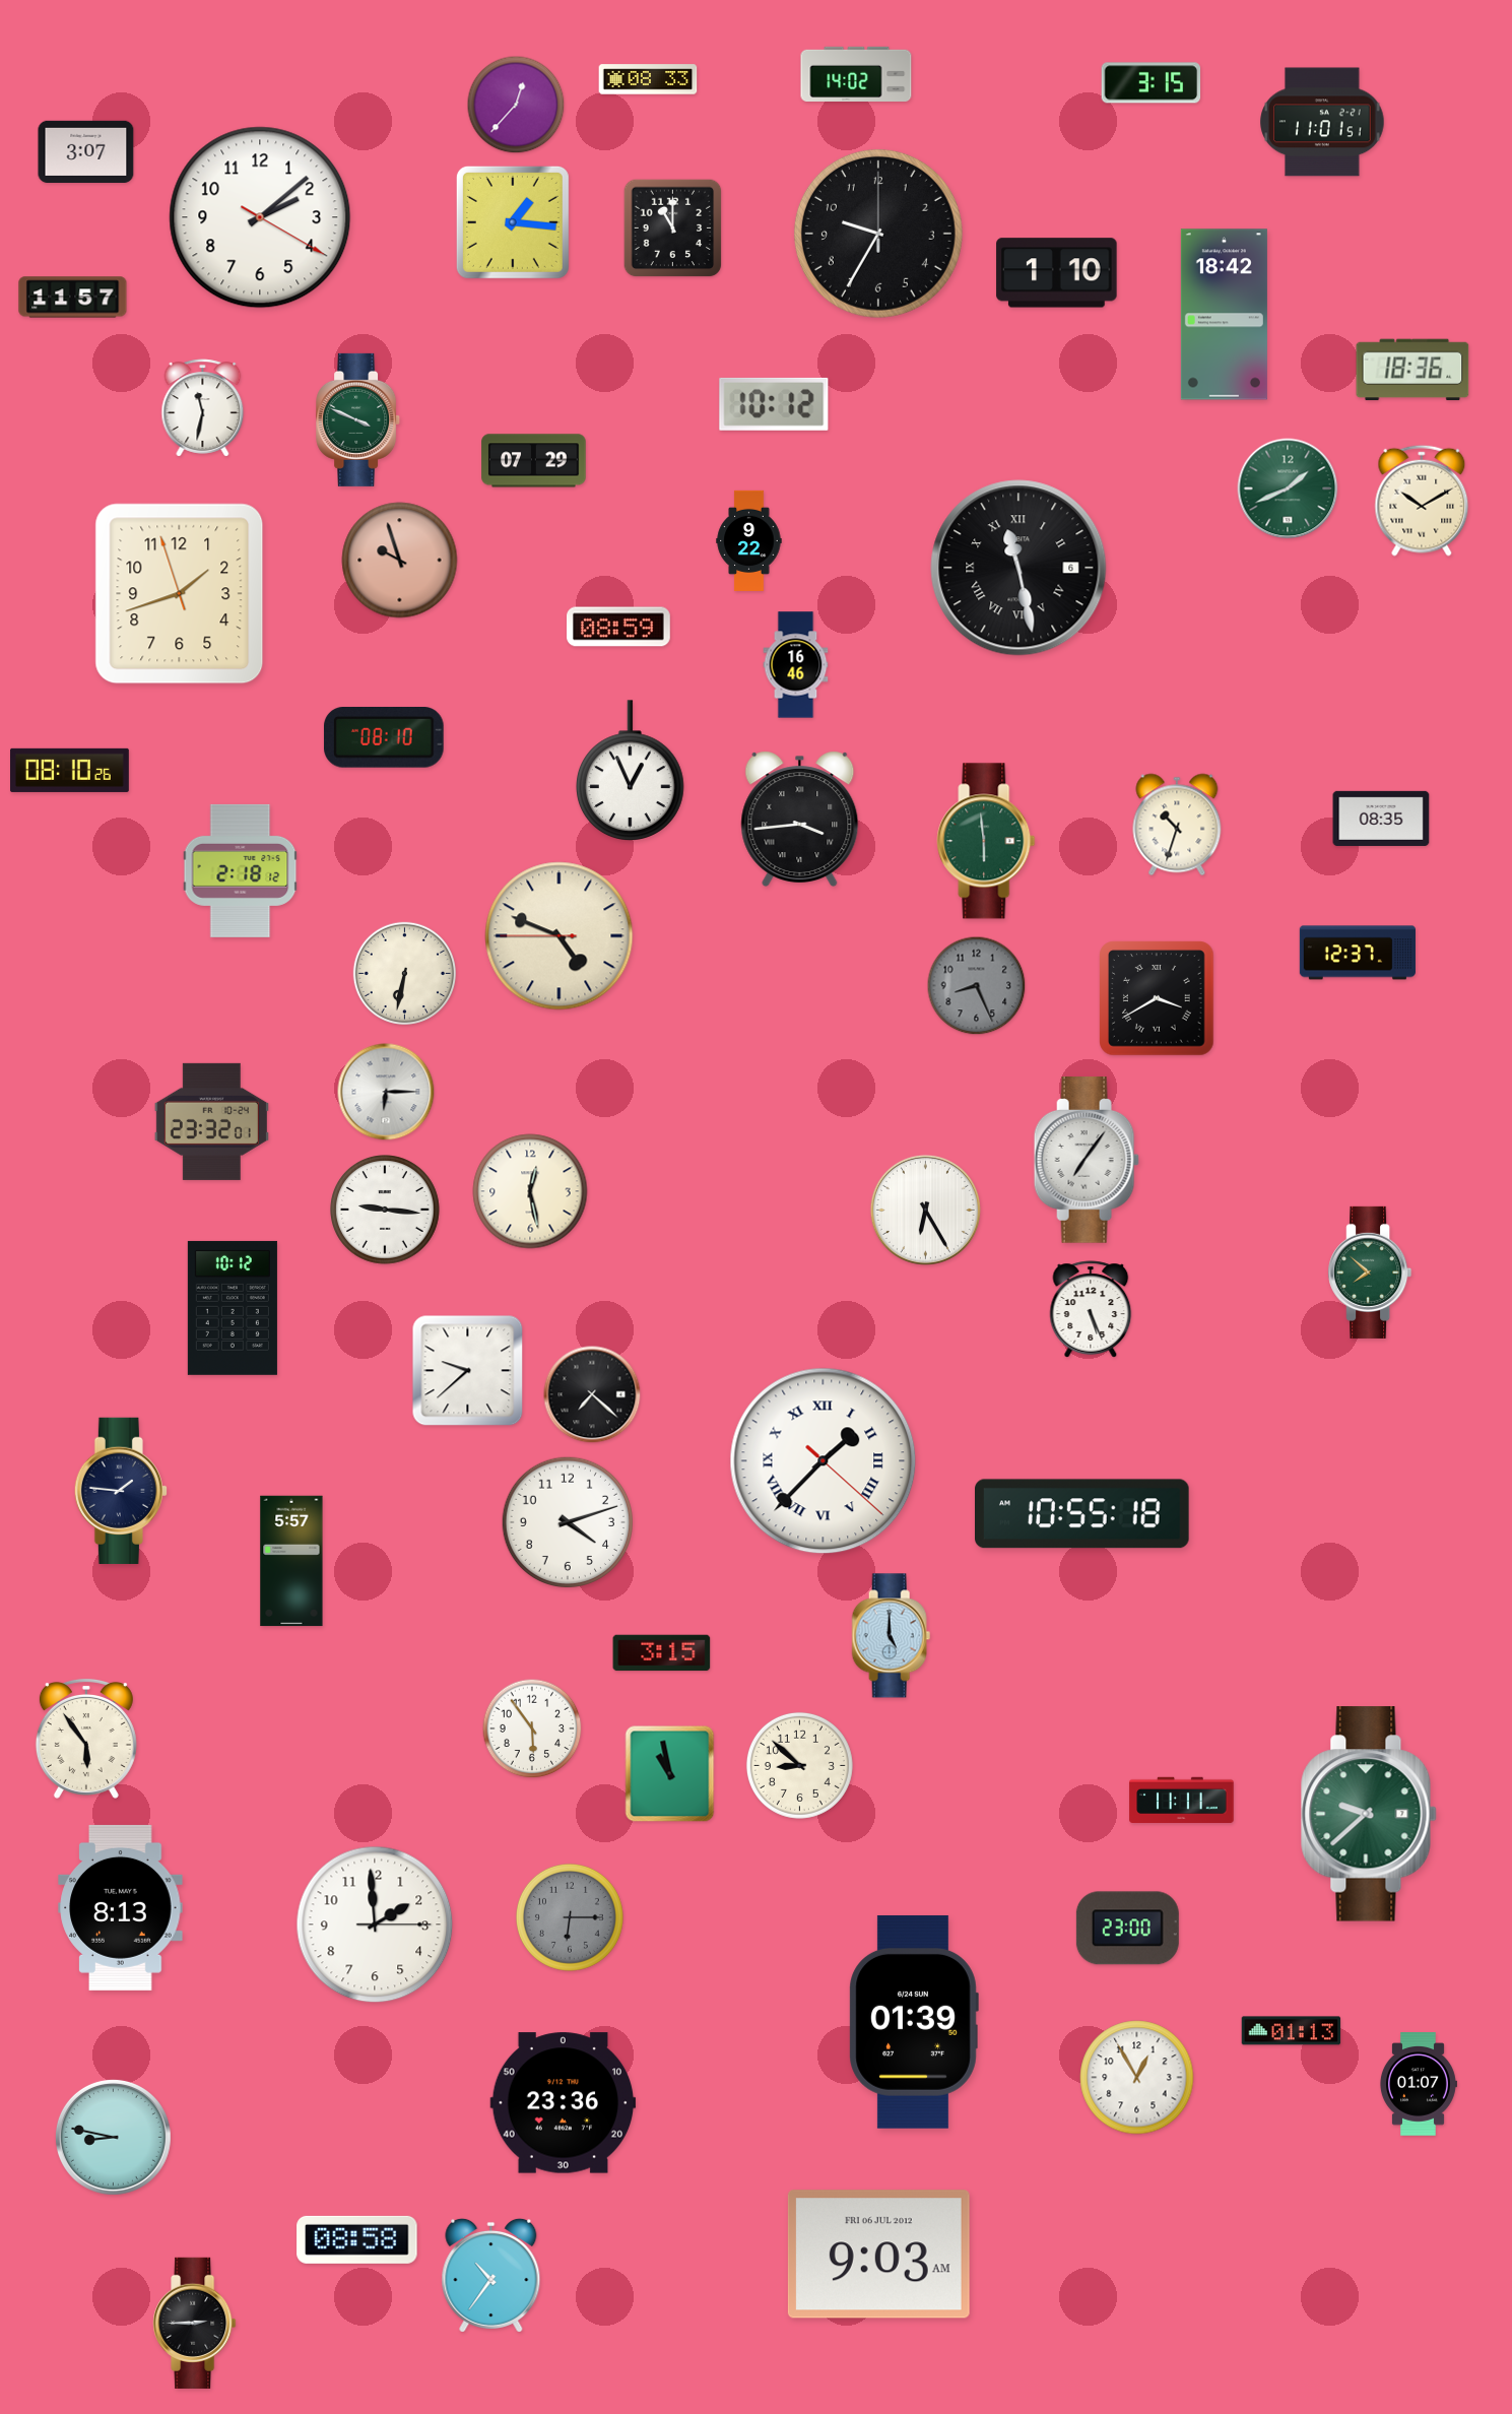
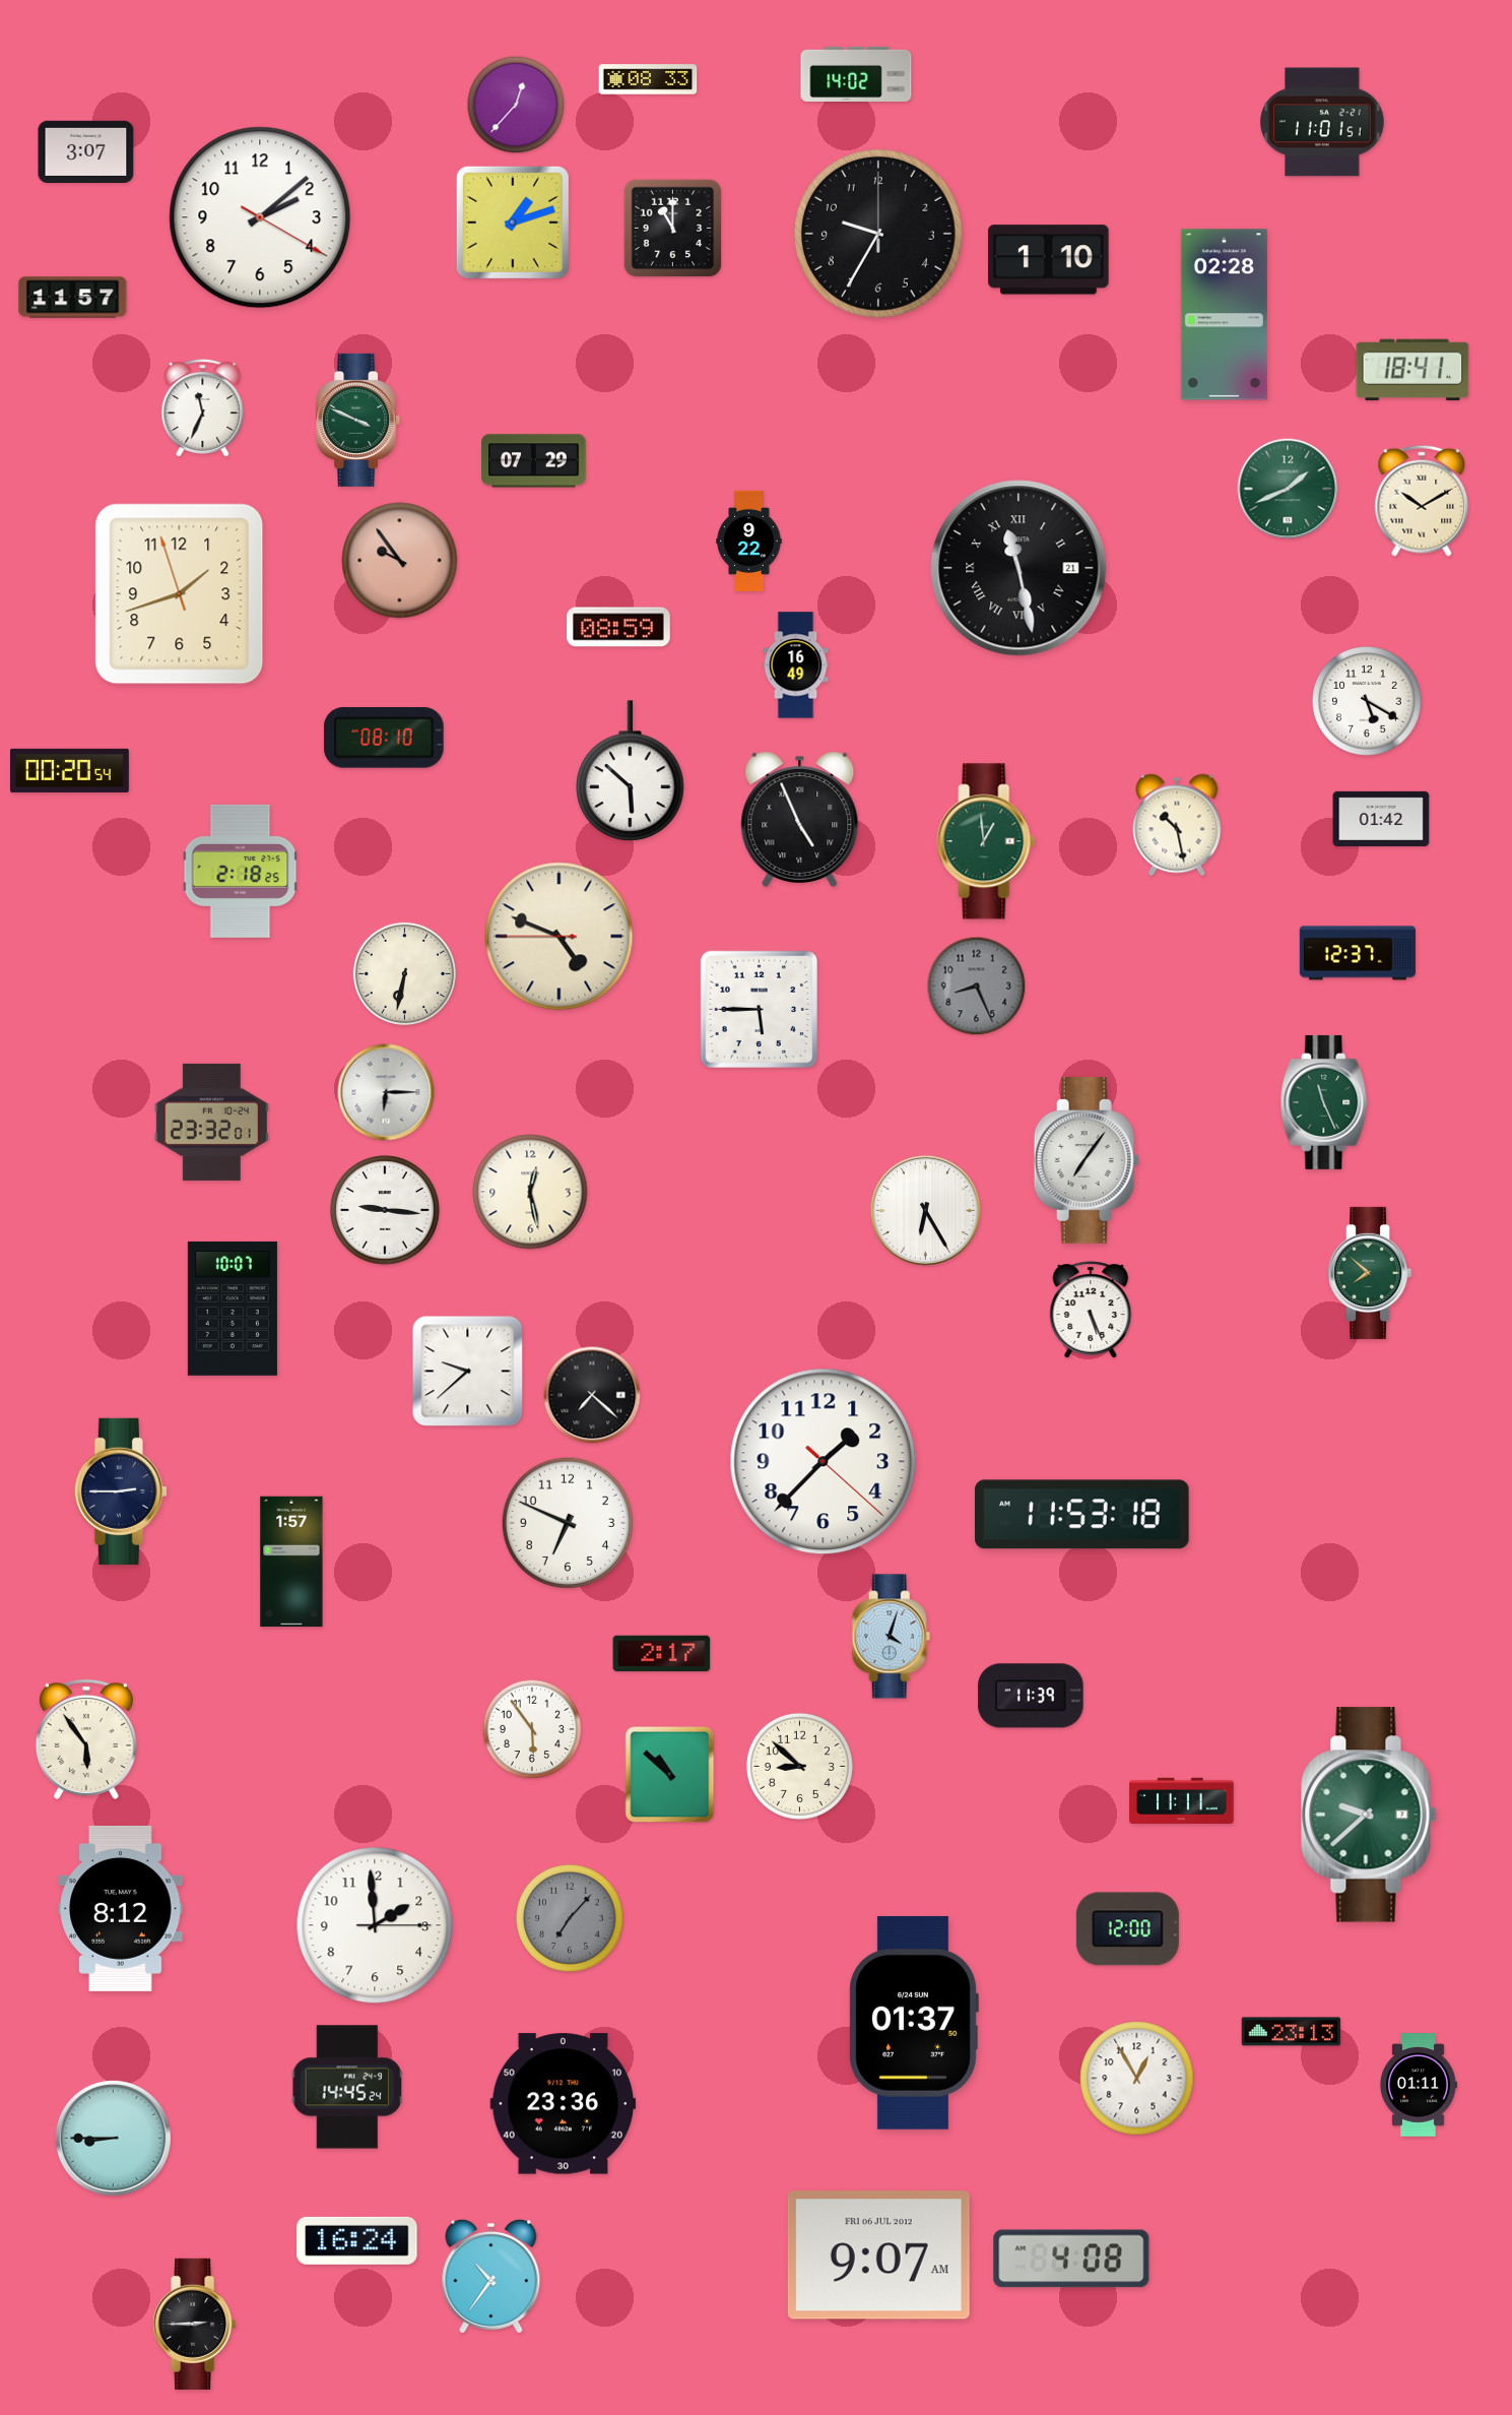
clock at (1152, 83): 3:15 -> none
clock at (513, 222): 1:16 -> 1:12
clock at (1057, 273) position: (1057, 273) -> (1049, 260)
clock at (1224, 315): 18:42 -> 02:28
clock at (1412, 370): 18:36 -> 18:41
clock at (774, 404): 10:12 -> none
clock at (203, 408): 11:32 -> 11:34
clock at (400, 561): 9:57 -> 9:54
clock at (1018, 568) date: 6 -> 21
clock at (796, 665): 16:46 -> 16:49
clock at (1368, 702): none -> 5:20
clock at (70, 770): 08:10 -> 00:20
clock at (631, 770): 12:56 -> 5:52
clock at (800, 819): 3:44 -> 4:56
clock at (1381, 819): 08:35 -> 01:42
clock at (1177, 825): 10:33 -> 10:28
clock at (986, 841): 5:59 -> 12:59
clock at (241, 870): 2:18:12 -> 2:18:25
clock at (1157, 998): 3:40 -> none
clock at (759, 1009): none -> 5:45
clock at (1324, 1102): none -> 11:26
clock at (233, 1308): 10:12 -> 10:07
clock at (824, 1461) numerals: Roman -> Arabic
clock at (121, 1491): 1:46 -> 2:45
clock at (1082, 1514): 10:55 -> 11:53
clock at (567, 1521): 4:12 -> 6:49
clock at (291, 1561): 5:57 -> 1:57
clock at (892, 1636): 5:00 -> 4:03
clock at (662, 1653): 3:15 -> 2:17
clock at (1031, 1696): none -> 11:39
clock at (670, 1774): 10:58 -> 10:52
clock at (121, 1907): 8:13 -> 8:12
clock at (570, 1917): 6:15 -> 7:07
clock at (1127, 1929): 23:00 -> 12:00
clock at (914, 2022): 01:39 -> 01:37
clock at (1292, 2031): 01:13 -> 23:13
clock at (1419, 2084): 01:07 -> 01:11
clock at (346, 2087): none -> 14:45
clock at (113, 2137): 8:47 -> 8:45
clock at (357, 2239): 08:58 -> 16:24
clock at (878, 2255): 9:03 -> 9:07
clock at (1071, 2259): none -> 4:08
